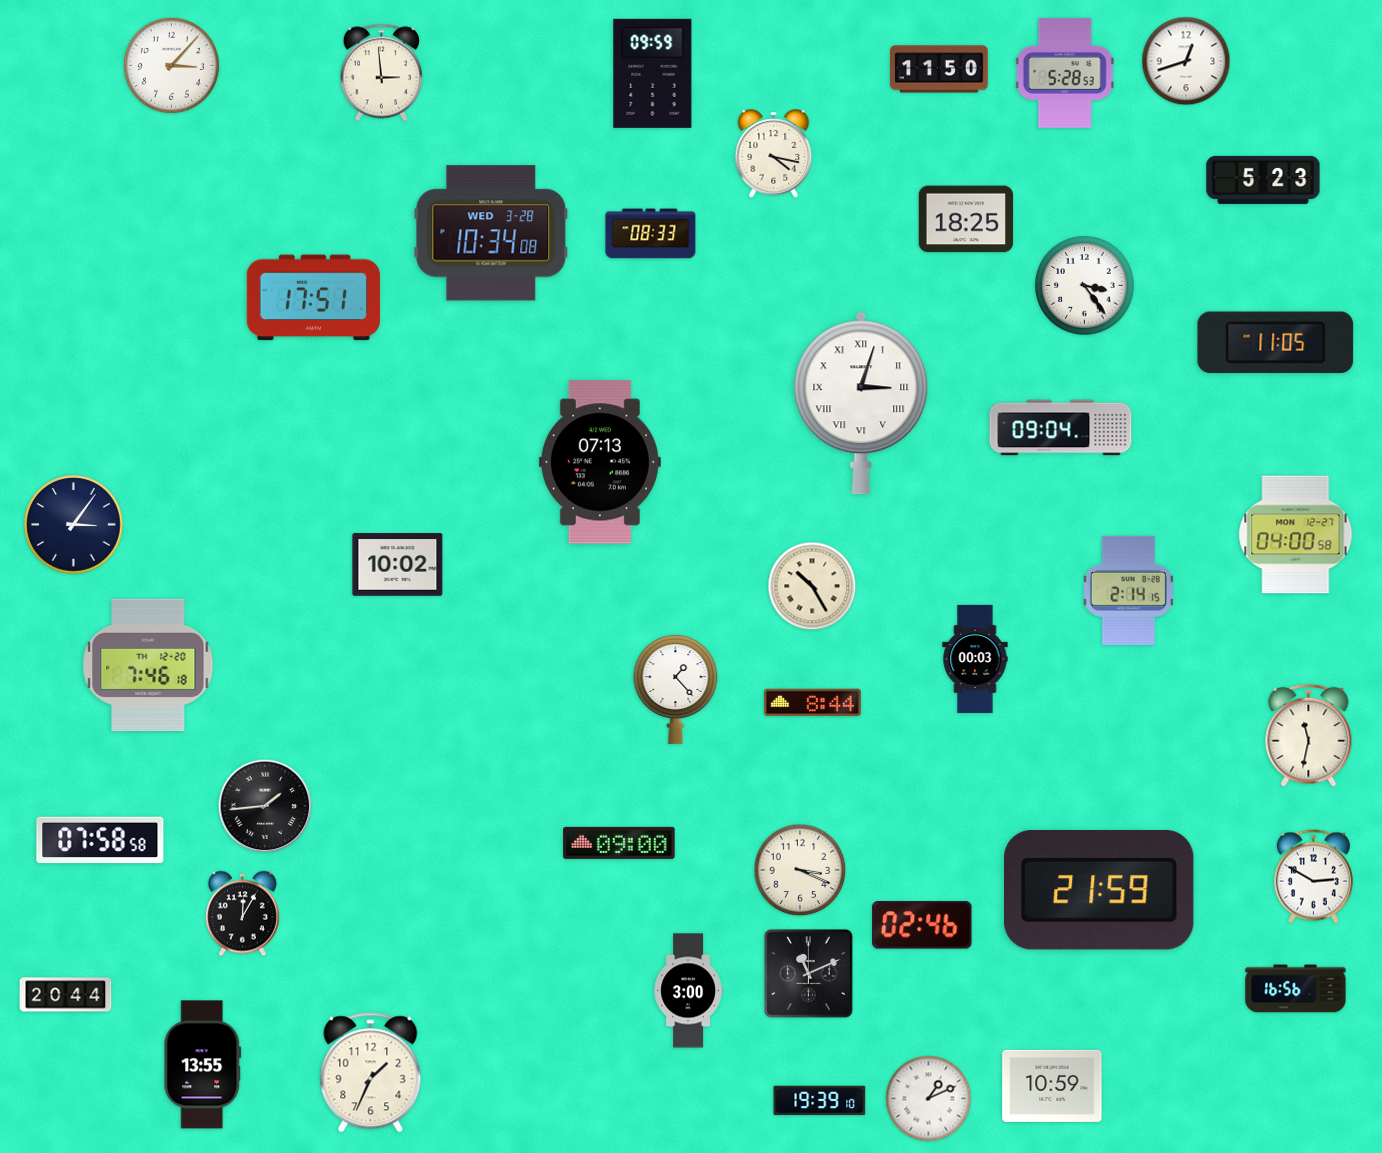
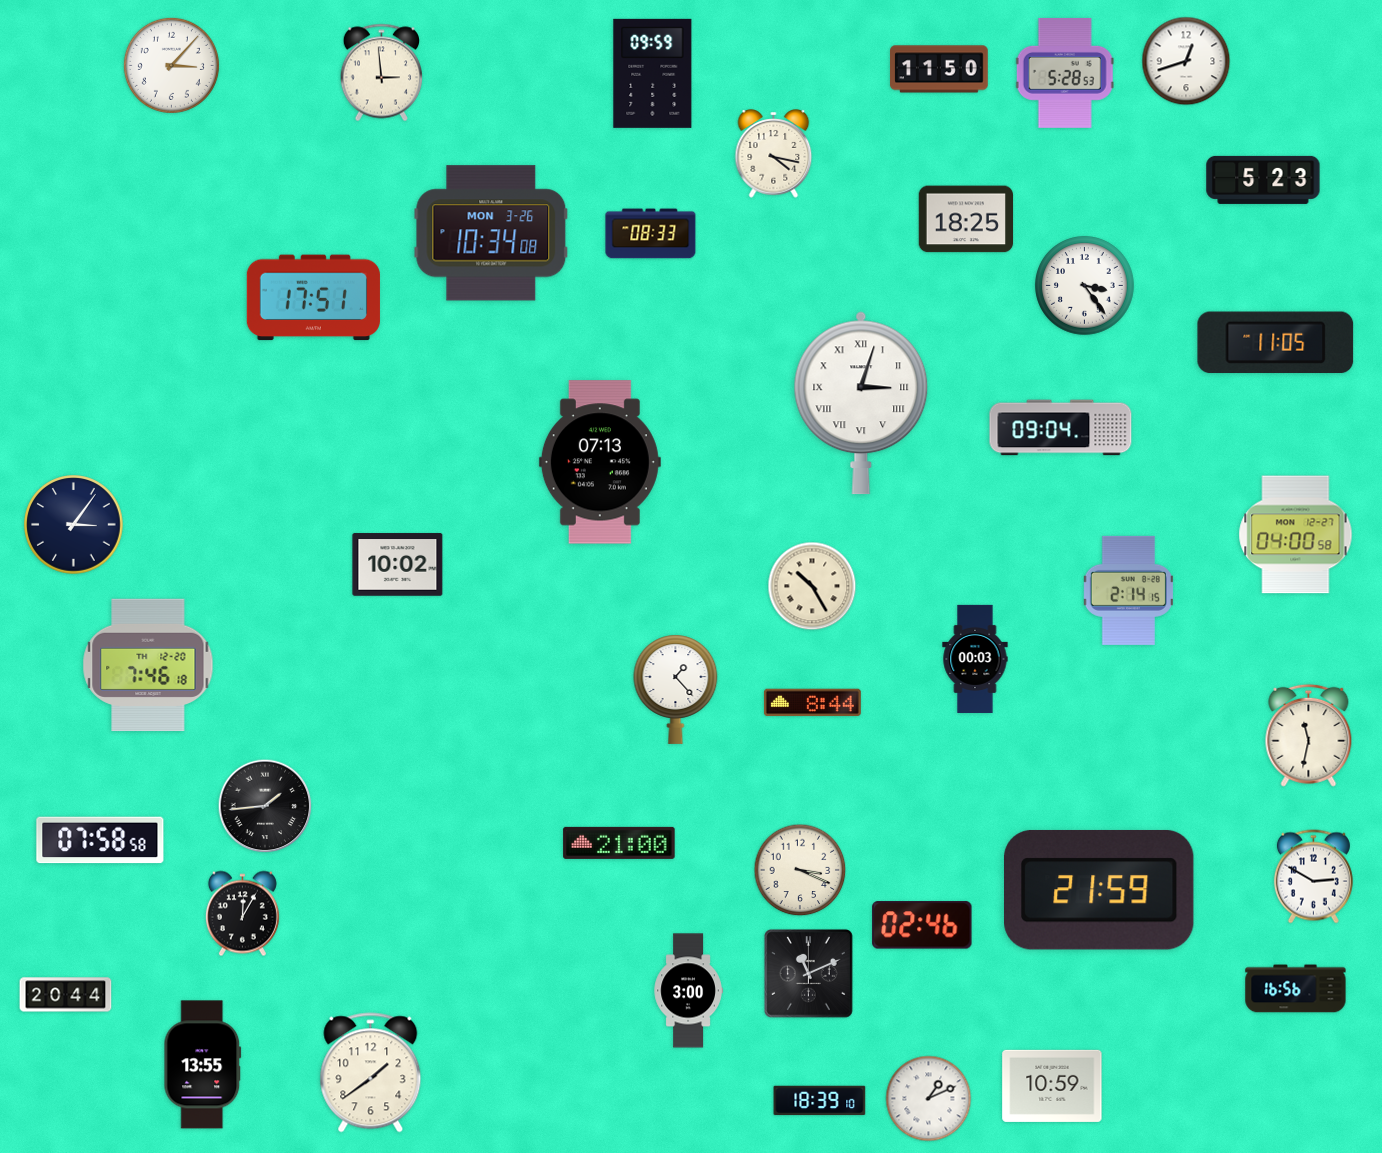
clock at (491, 233) date: WED 3-28 -> MON 3-26
clock at (619, 843): 09:00 -> 21:00
clock at (371, 1073): 1:34 -> 1:39
clock at (820, 1101): 19:39 -> 18:39
